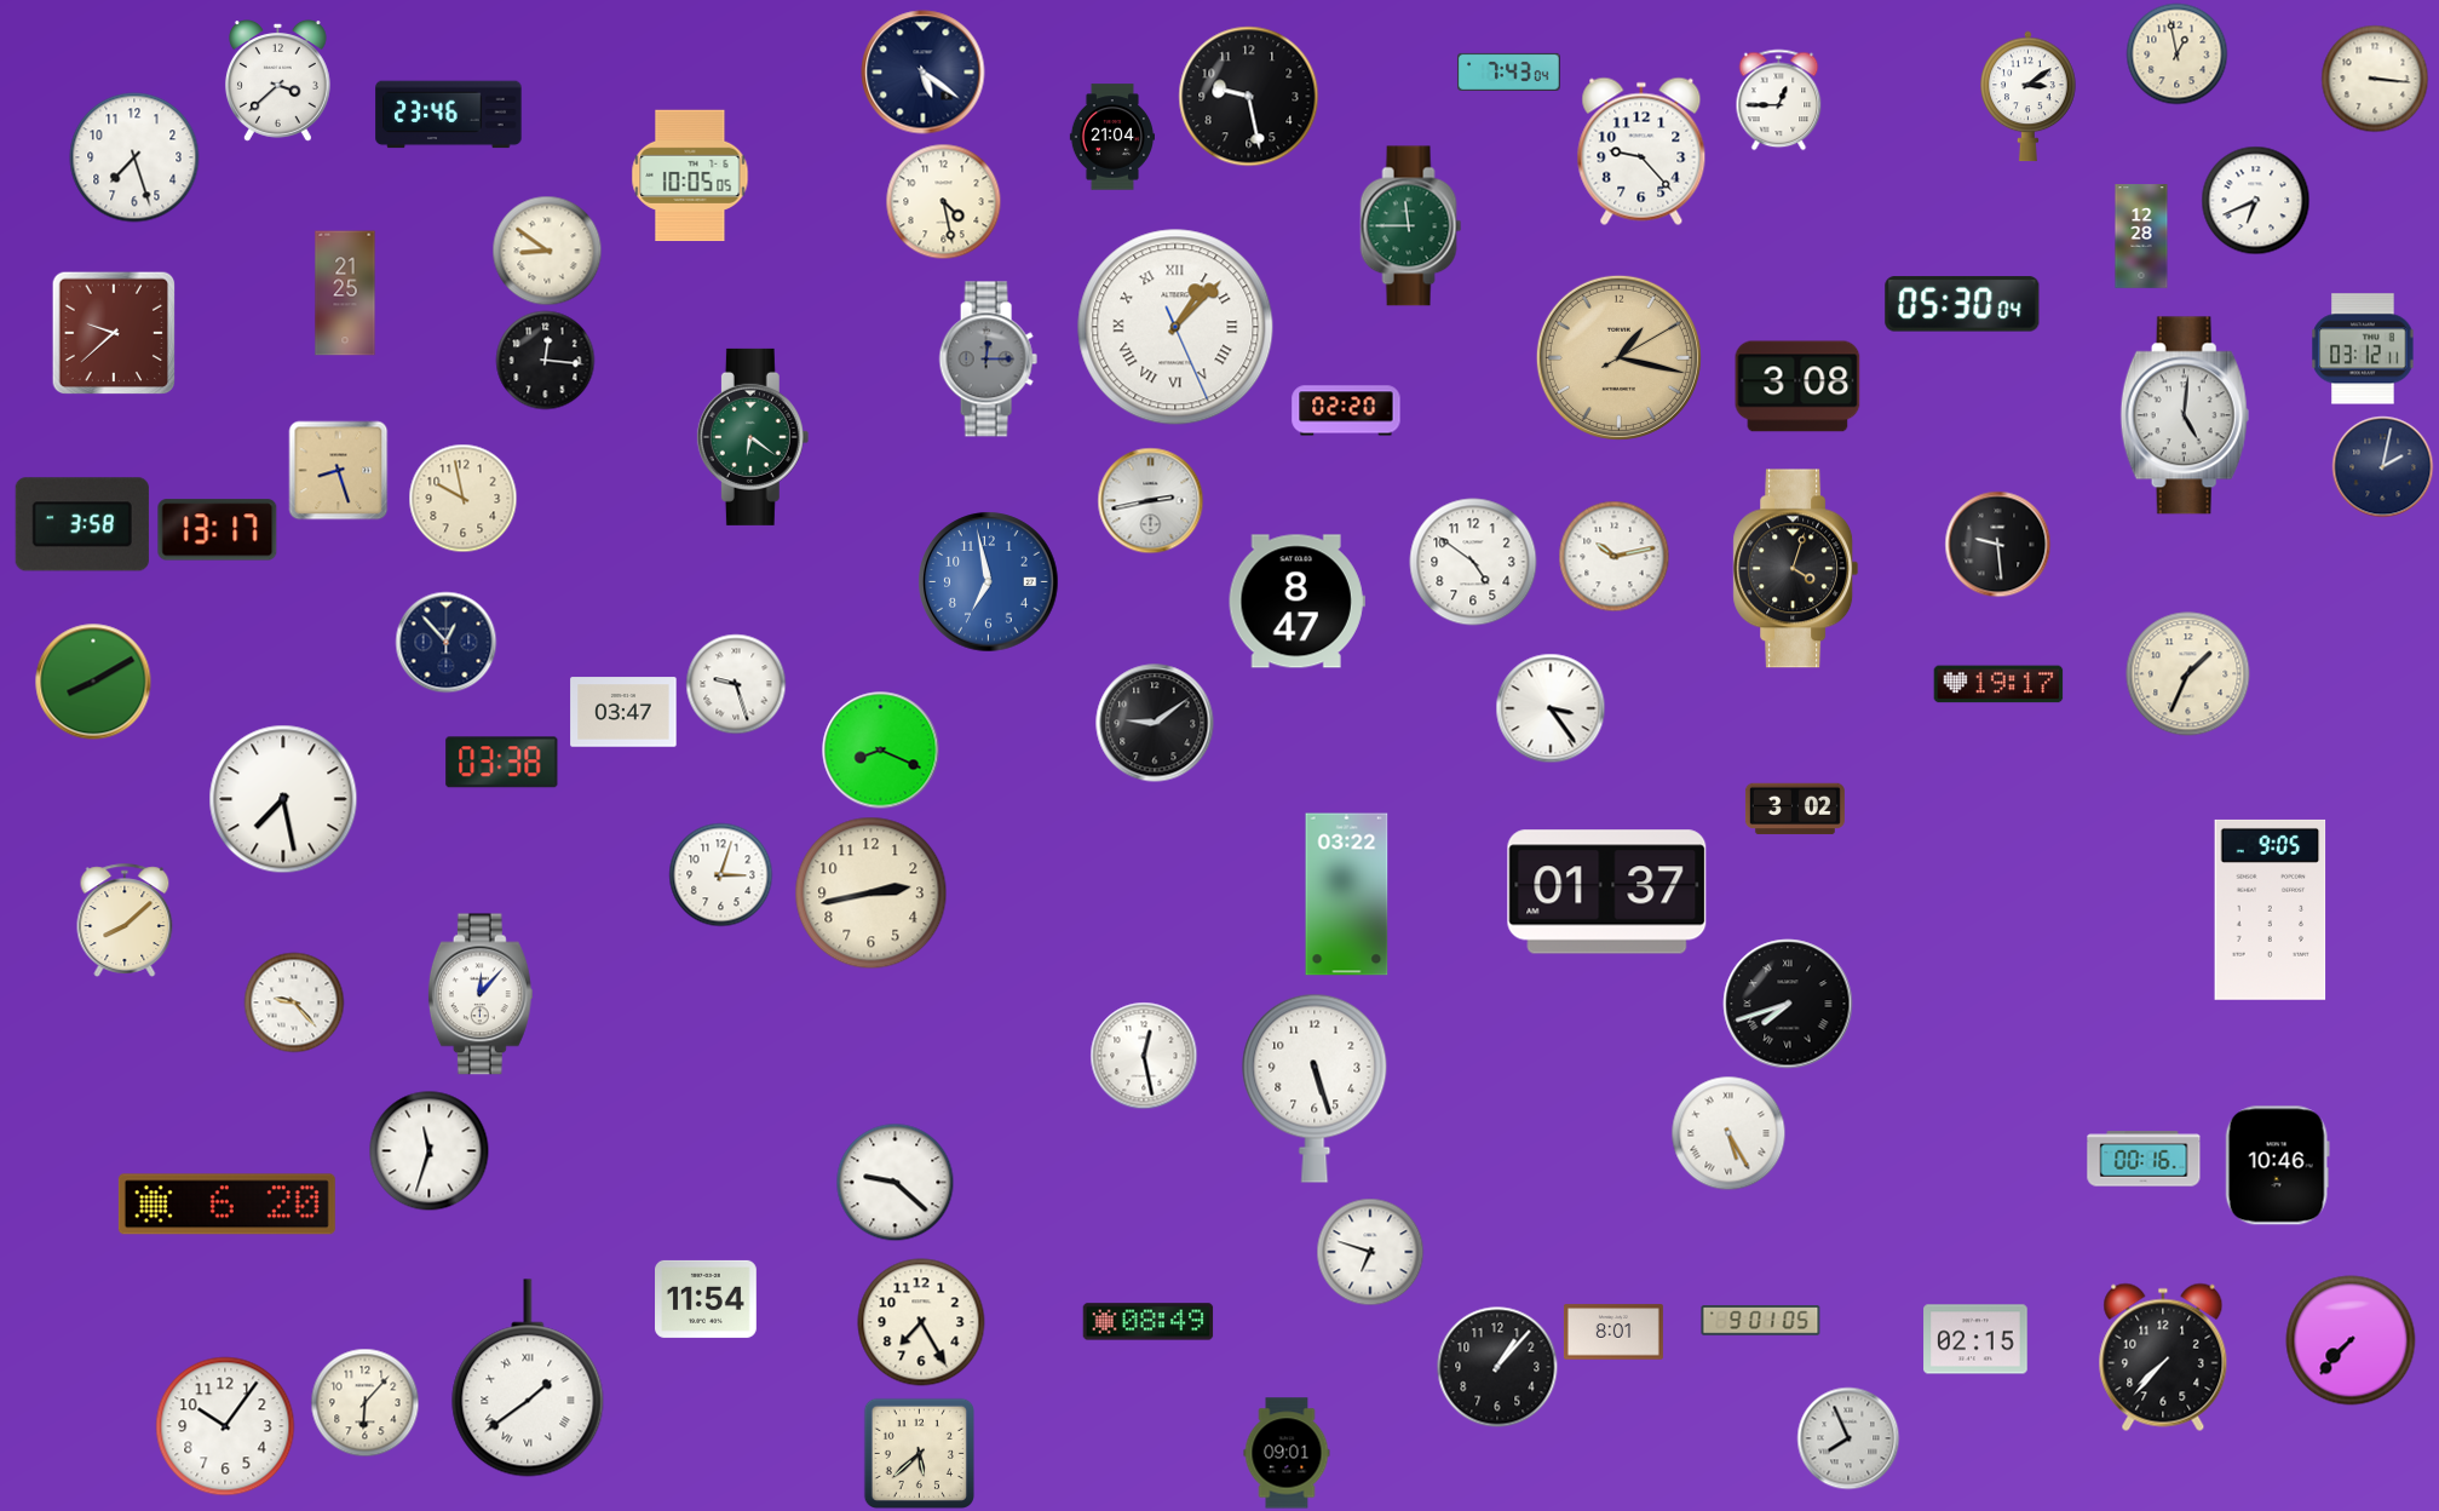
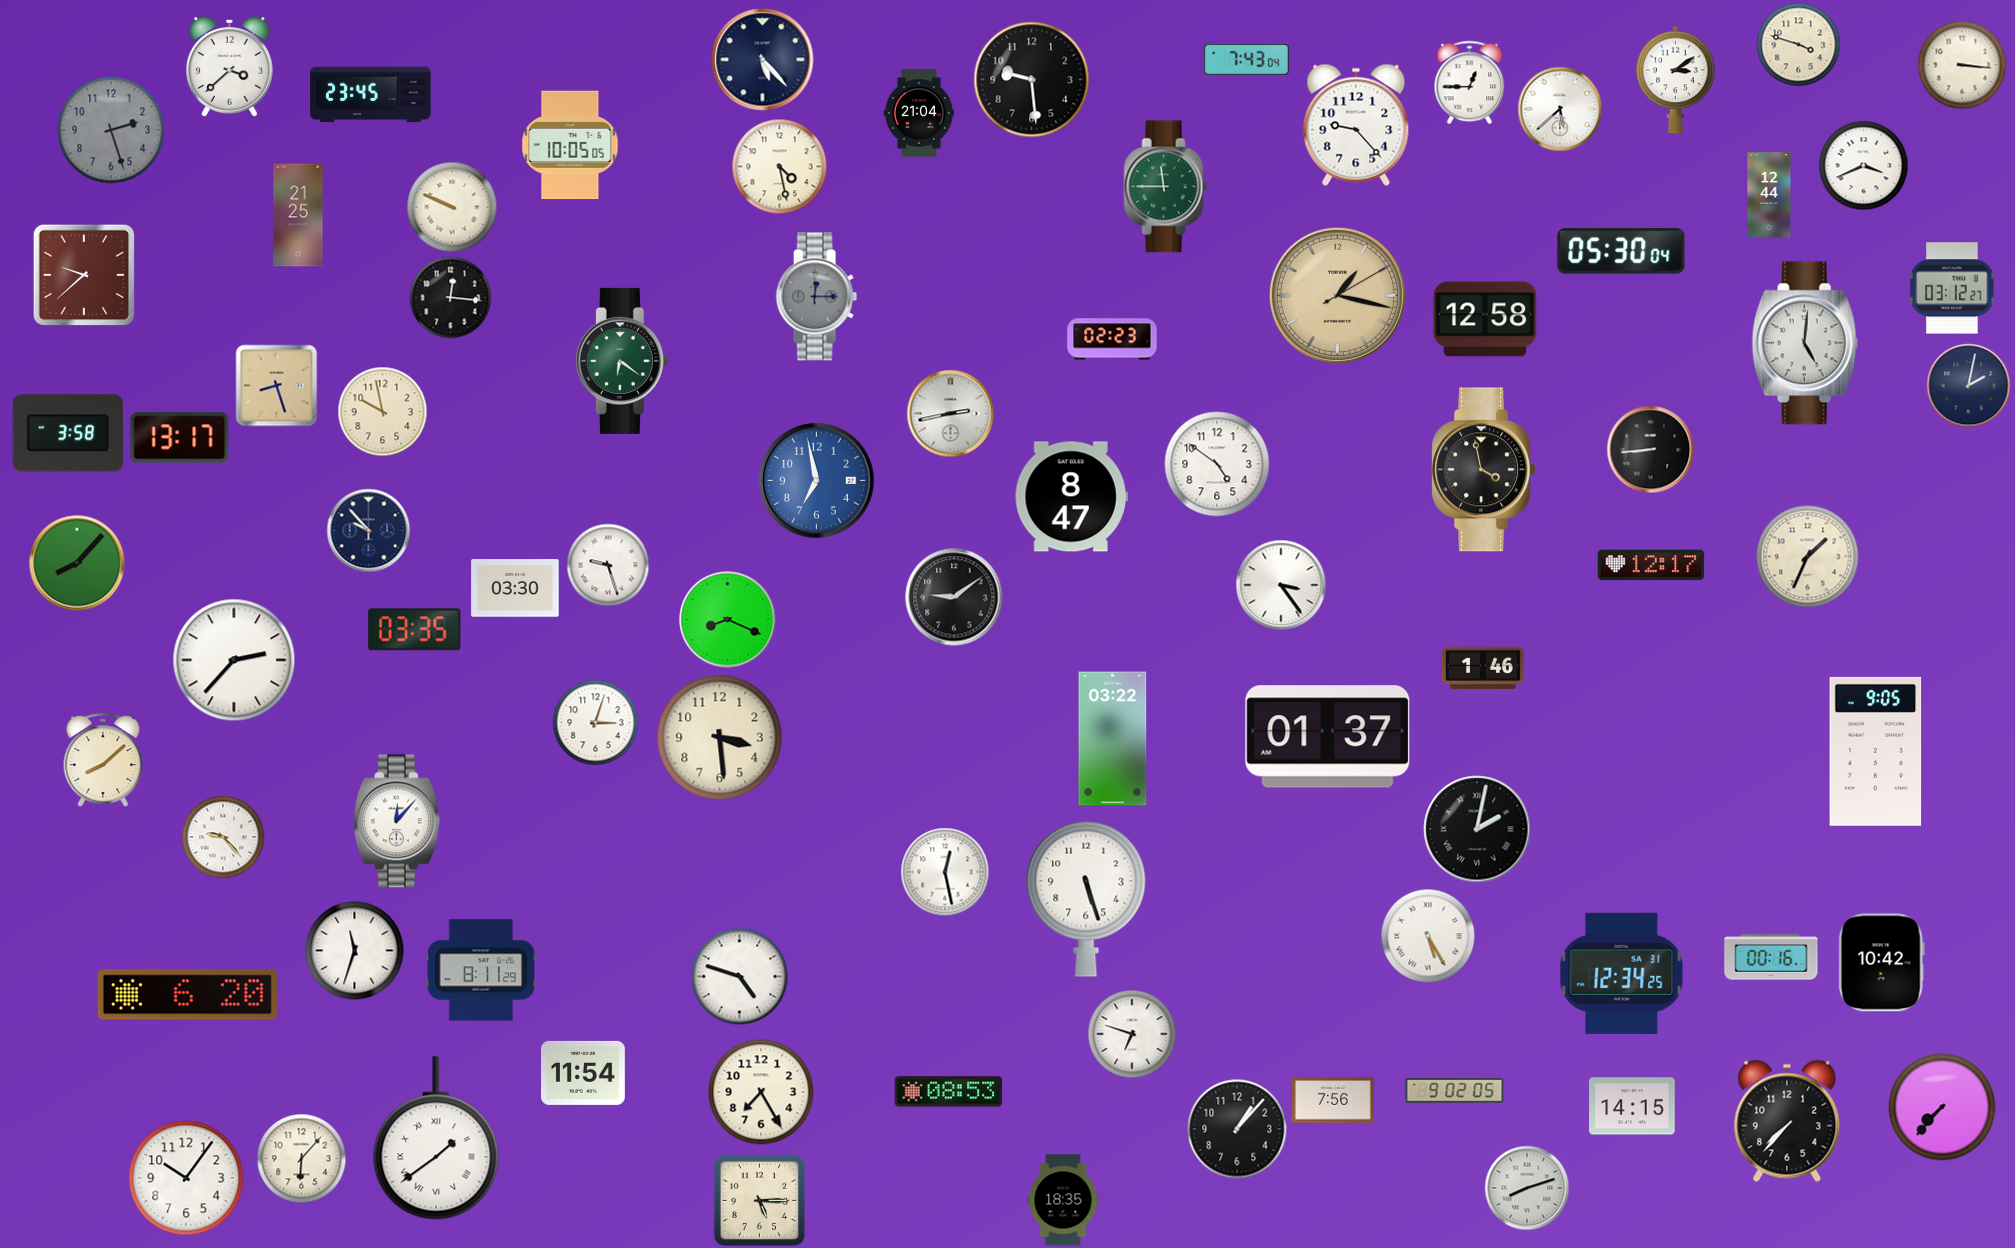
clock at (2178, 54): 12:58 -> 3:48
clock at (924, 73): 5:21 -> 5:23
clock at (1249, 97): 9:28 -> 9:29
clock at (449, 115): 23:46 -> 23:45
clock at (1560, 109): none -> 5:38
clock at (134, 157): 7:27 -> 2:27
clock at (134, 157) dial: white -> grey
clock at (2256, 201): 6:41 -> 3:41
clock at (2141, 236): 12:28 -> 12:44
clock at (547, 251): 8:51 -> 9:49
clock at (345, 293) position: (345, 293) -> (298, 215)
clock at (1175, 327): 1:07 -> none
clock at (114, 333) position: (114, 333) -> (84, 275)
clock at (2363, 349): 03:12:11 -> 03:12:27
clock at (1797, 386): 3:08 -> 12:58
clock at (1346, 410): 02:20 -> 02:23
clock at (339, 471) position: (339, 471) -> (277, 386)
clock at (1998, 545): 9:29 -> 8:44
clock at (1615, 557): 10:13 -> none
clock at (1796, 569): 4:03 -> 3:58
clock at (447, 643): 12:53 -> 9:53
clock at (93, 682): 8:10 -> 8:07
clock at (1998, 684): 19:17 -> 12:17
clock at (623, 712): 03:47 -> 03:30
clock at (502, 763): 03:38 -> 03:35
clock at (283, 799): 7:28 -> 2:37
clock at (1795, 809): 3:02 -> 1:46
clock at (872, 894): 2:43 -> 3:29
clock at (294, 1002) position: (294, 1002) -> (223, 837)
clock at (1788, 1004): 7:42 -> 2:02
clock at (2277, 1166): 10:46 -> 10:42
clock at (481, 970): none -> 8:11
clock at (1622, 973): none -> 12:34
clock at (896, 1183): 9:22 -> 4:48
clock at (1761, 1321): 9:01 -> 9:02
clock at (1149, 1322): 08:49 -> 08:53
clock at (1613, 1332): 8:01 -> 7:56
clock at (1975, 1339): 02:15 -> 14:15
clock at (1848, 1438): 7:56 -> 8:12
clock at (919, 1453): 5:38 -> 5:15
clock at (1287, 1453): 09:01 -> 18:35
